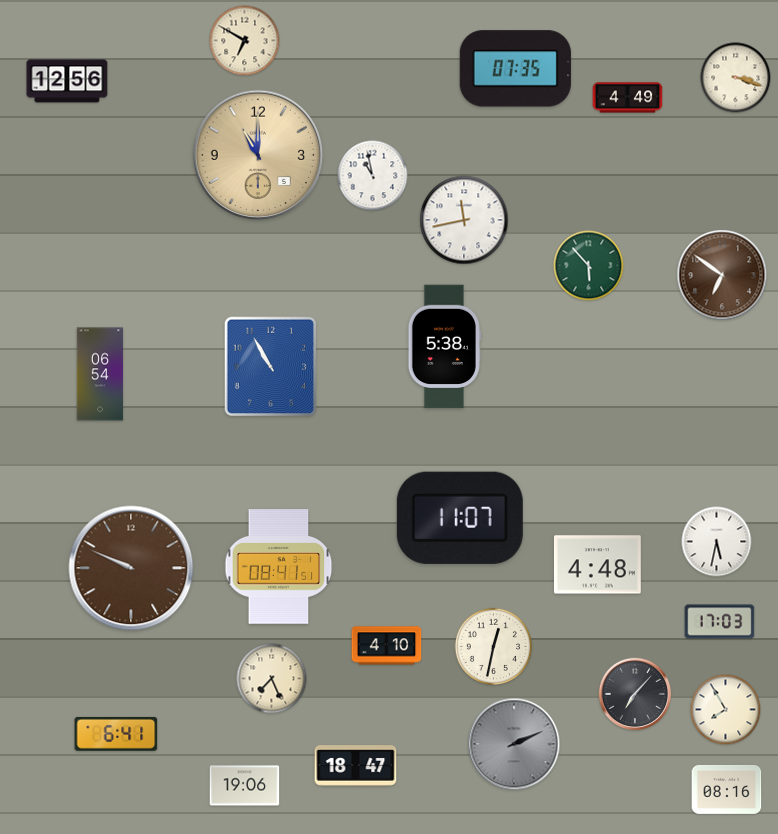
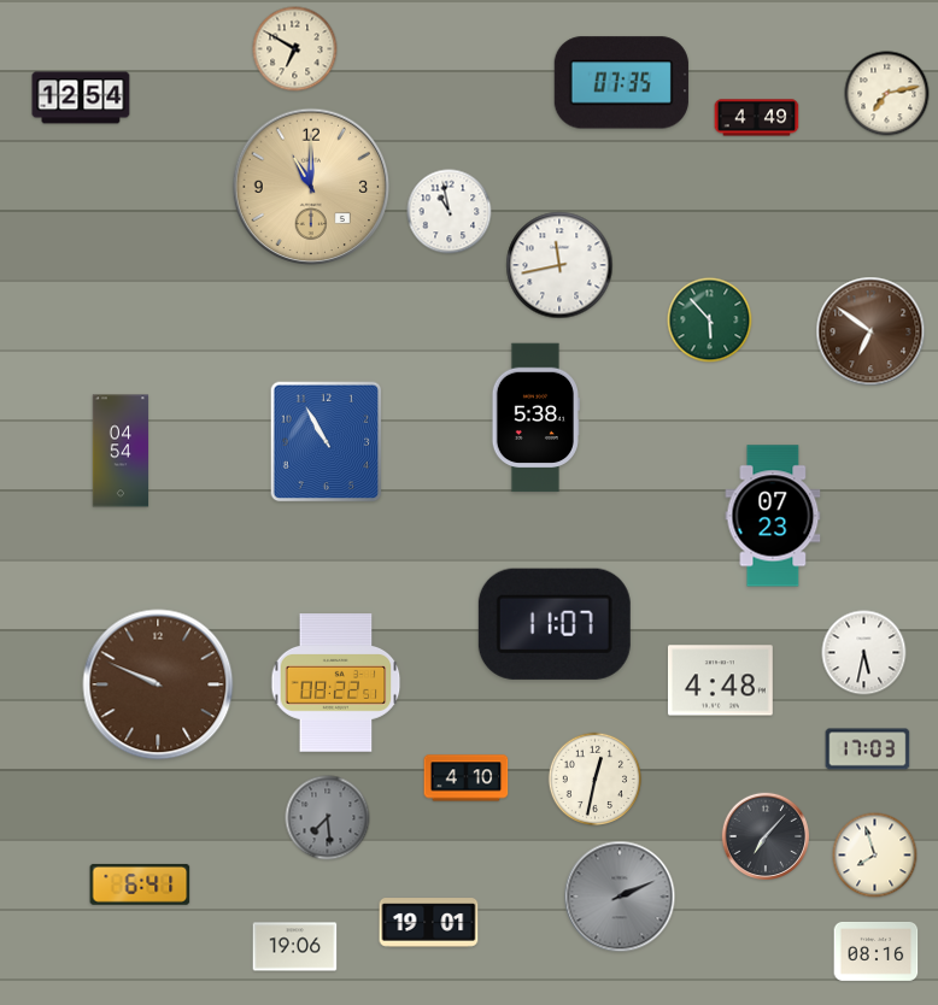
clock at (736, 78): 3:18 -> 7:13
clock at (67, 81): 12:56 -> 12:54
clock at (100, 374): 06:54 -> 04:54
clock at (773, 516): none -> 07:23
clock at (279, 567): 08:41 -> 08:22
clock at (272, 679): 7:26 -> 7:29
clock at (272, 679) dial: cream -> grey
clock at (726, 710): 7:55 -> 7:57
clock at (356, 766): 18:47 -> 19:01
